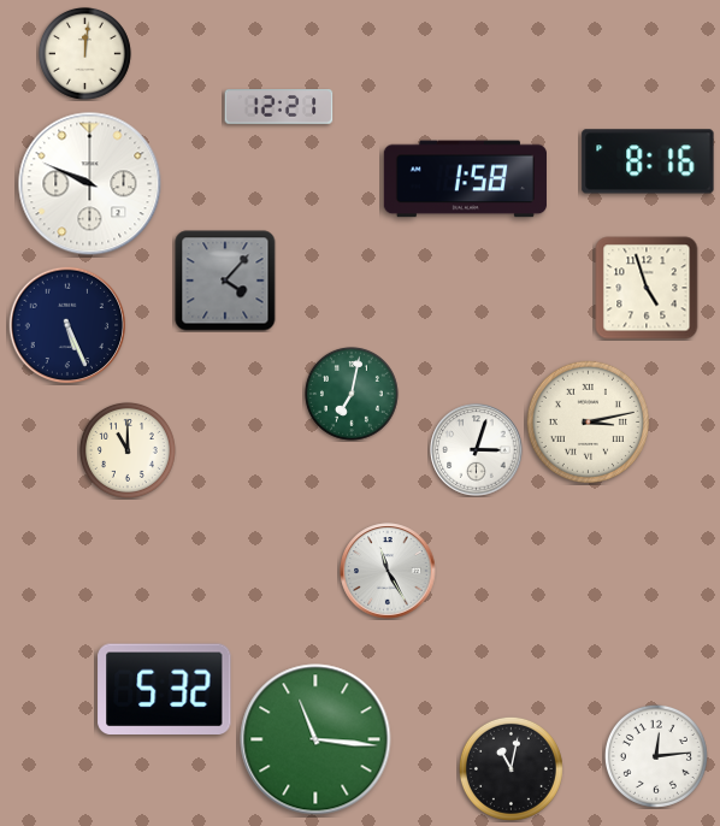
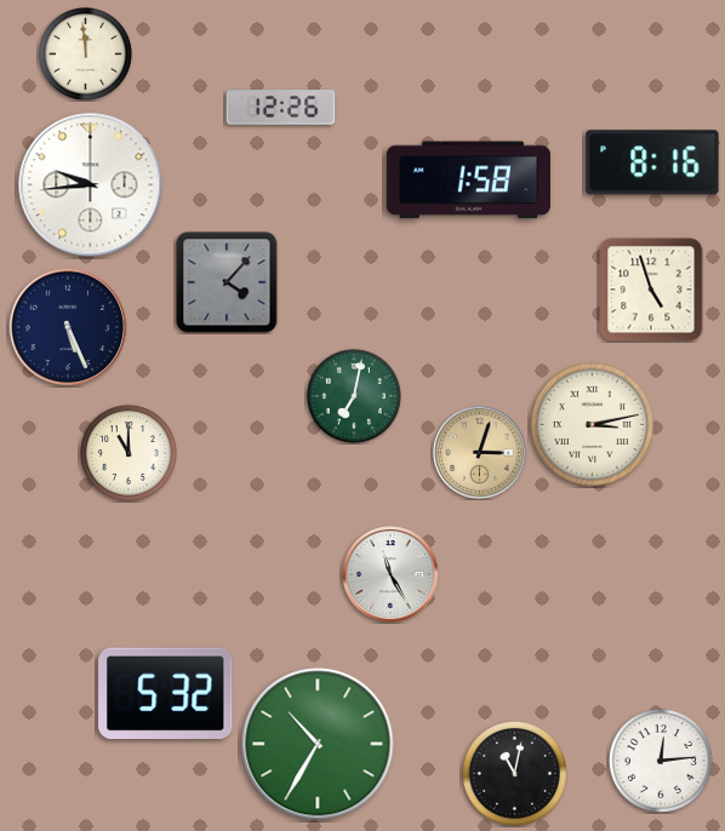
clock at (84, 53): 12:01 -> 11:59
clock at (279, 107): 12:21 -> 12:26
clock at (90, 184): 9:49 -> 9:44
clock at (477, 450) dial: white -> champagne
clock at (315, 739): 11:16 -> 10:35
